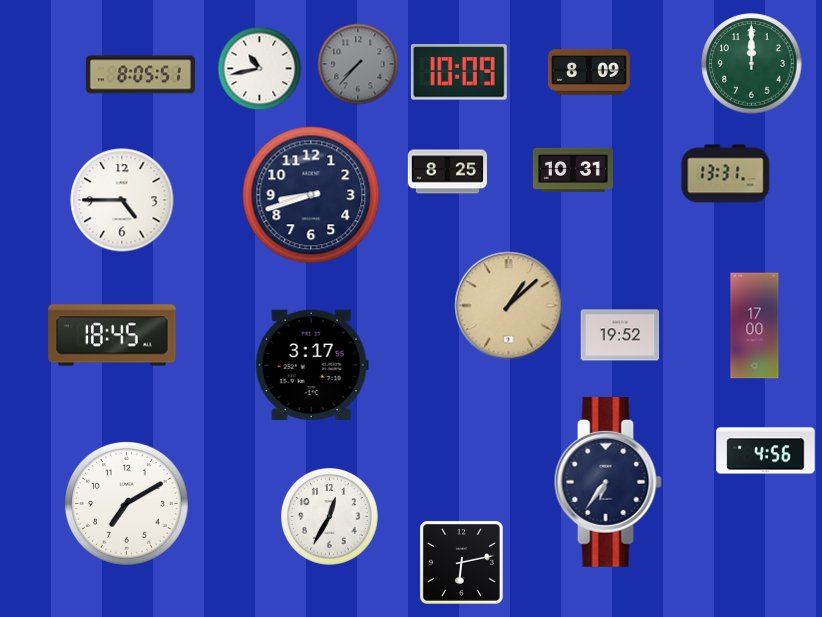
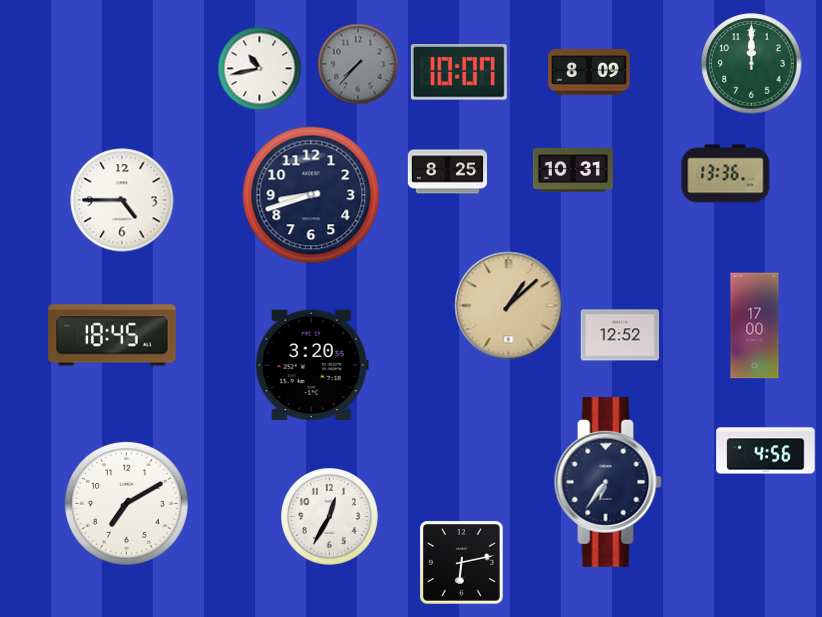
clock at (459, 72): 10:09 -> 10:07
clock at (140, 75): 8:05 -> none
clock at (726, 174): 13:31 -> 13:36
clock at (620, 335): 19:52 -> 12:52
clock at (312, 365): 3:17 -> 3:20
